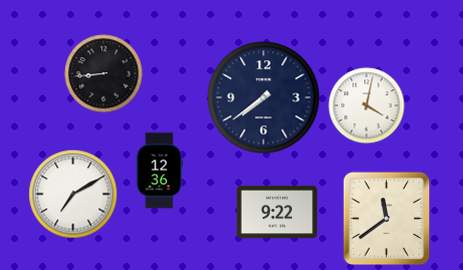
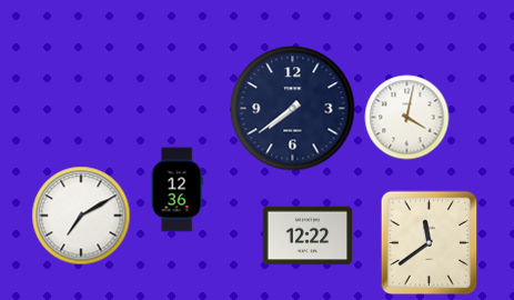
clock at (104, 74): 8:44 -> none
clock at (277, 212): 9:22 -> 12:22
